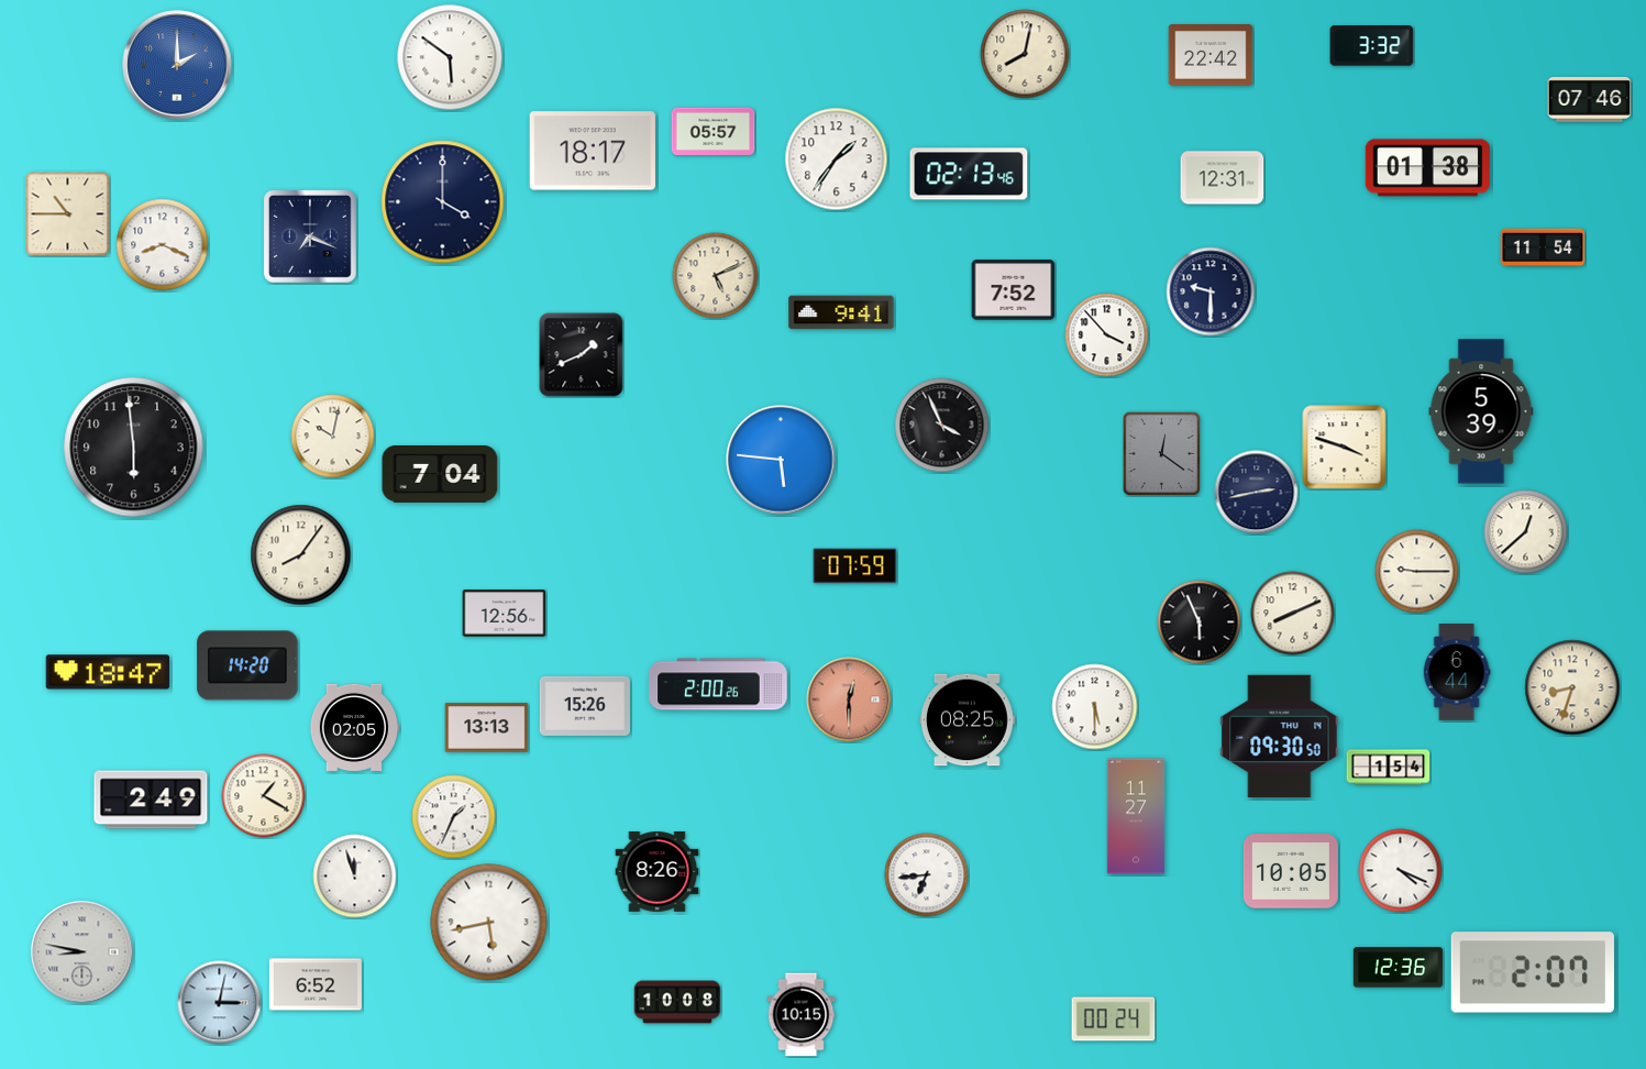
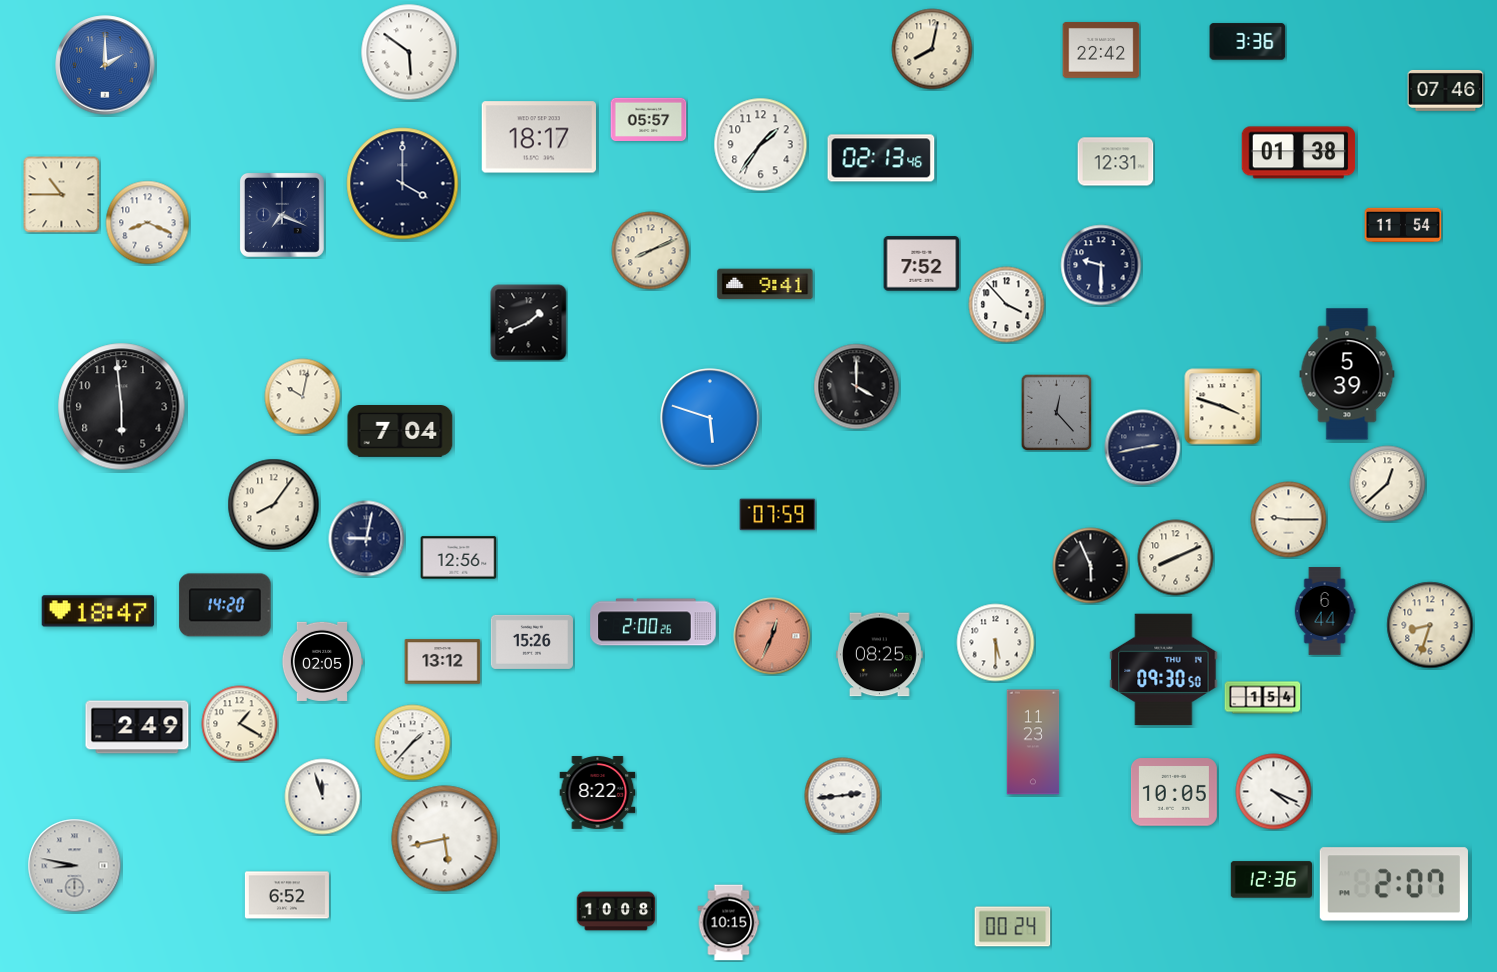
clock at (1372, 46): 3:32 -> 3:36
clock at (177, 65) position: (177, 65) -> (105, 65)
clock at (1223, 178) position: (1223, 178) -> (1116, 162)
clock at (716, 276): 5:11 -> 8:11
clock at (942, 426): 3:56 -> 4:00
clock at (1162, 453): 12:21 -> 12:23
clock at (781, 460): 5:46 -> 5:48
clock at (367, 539): none -> 9:02
clock at (849, 699): 12:30 -> 12:34
clock at (487, 728): 13:13 -> 13:12
clock at (1136, 816): 11:27 -> 11:23
clock at (454, 817): 1:34 -> 1:37
clock at (658, 872): 8:26 -> 8:22
clock at (927, 875): 6:44 -> 2:44
clock at (220, 1003): 3:02 -> none
